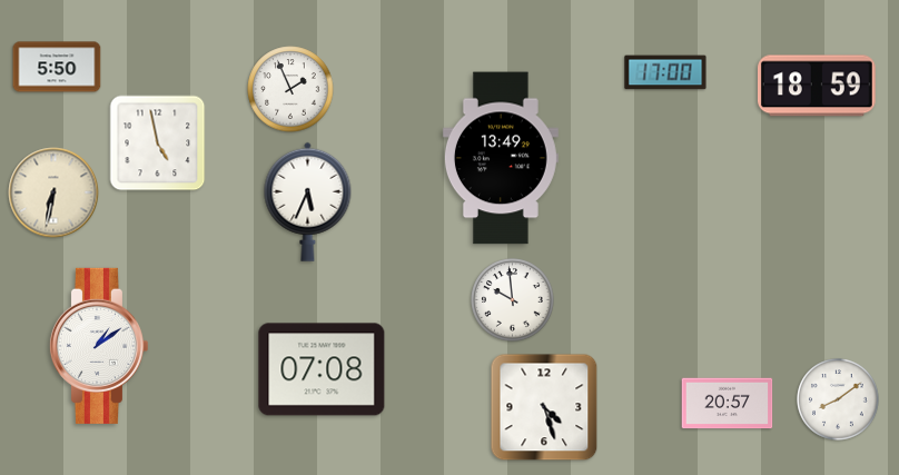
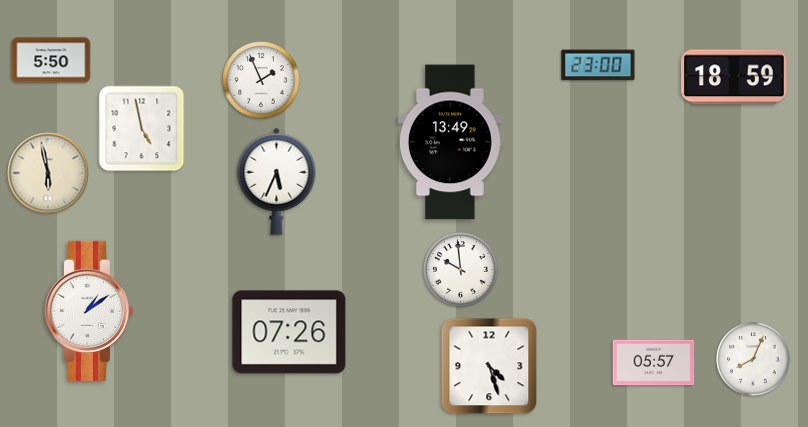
clock at (665, 72): 17:00 -> 23:00
clock at (53, 192): 6:32 -> 5:58
clock at (322, 369): 07:08 -> 07:26
clock at (838, 399): 8:09 -> 8:04
clock at (728, 404): 20:57 -> 05:57
